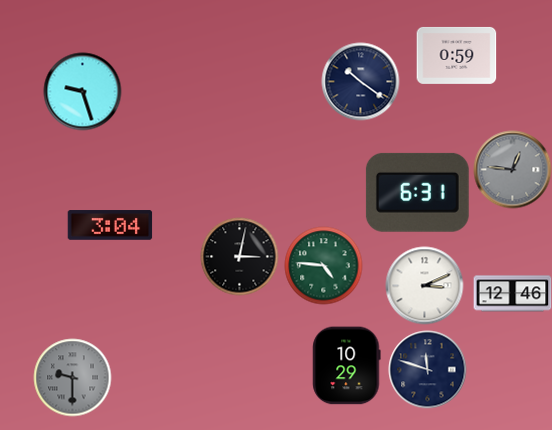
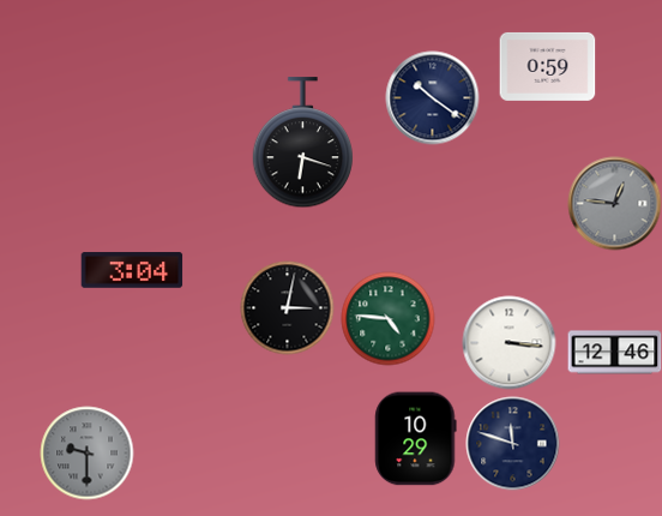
clock at (82, 91): 9:27 -> none
clock at (303, 143): none -> 6:18
clock at (417, 192): 6:31 -> none
clock at (424, 285): 3:11 -> 3:16
